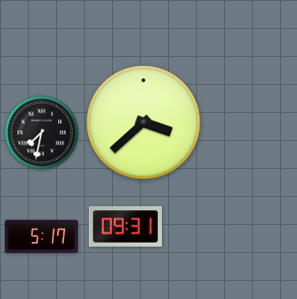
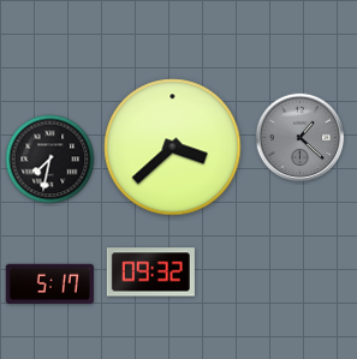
clock at (301, 138): none -> 1:22
clock at (125, 227): 09:31 -> 09:32
